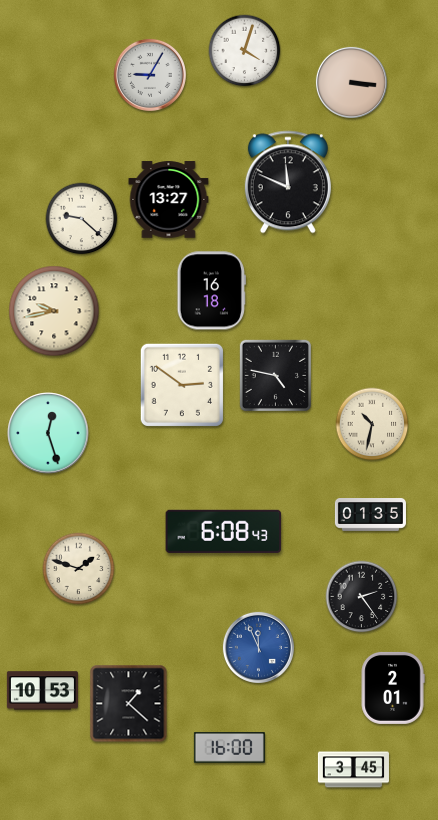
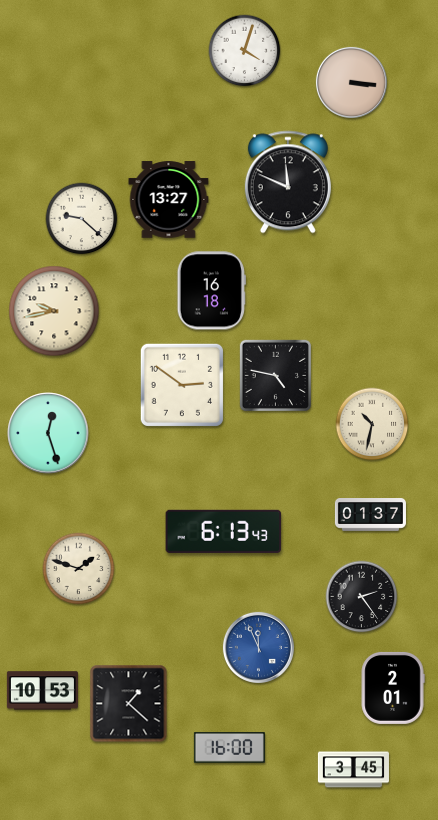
clock at (150, 75): 9:05 -> none
clock at (370, 515): 01:35 -> 01:37
clock at (224, 531): 6:08 -> 6:13
